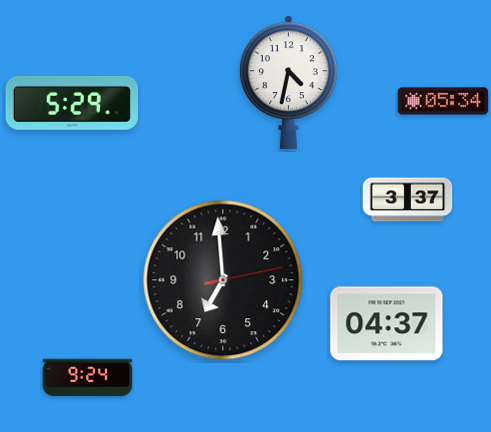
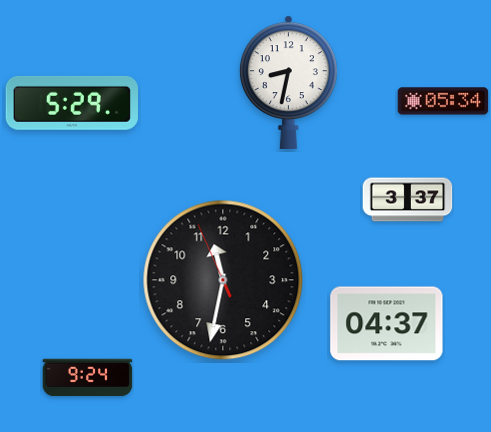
clock at (288, 82): 4:32 -> 8:32
clock at (223, 280): 6:59 -> 11:31
